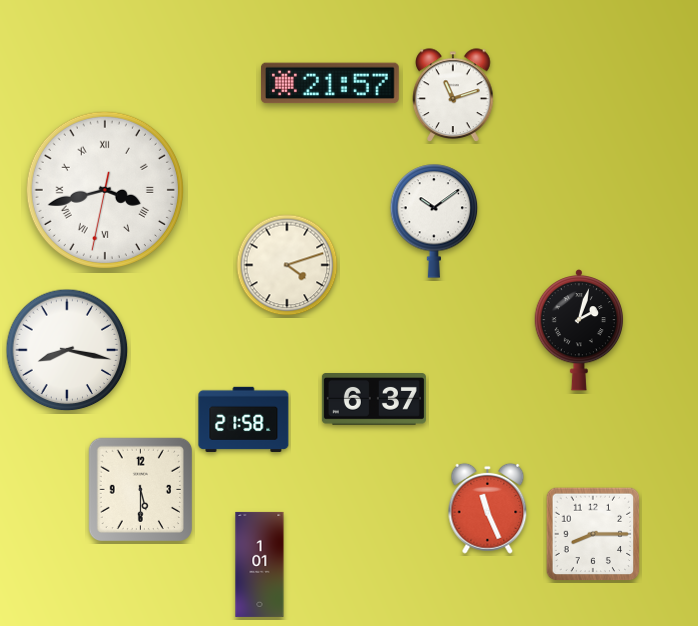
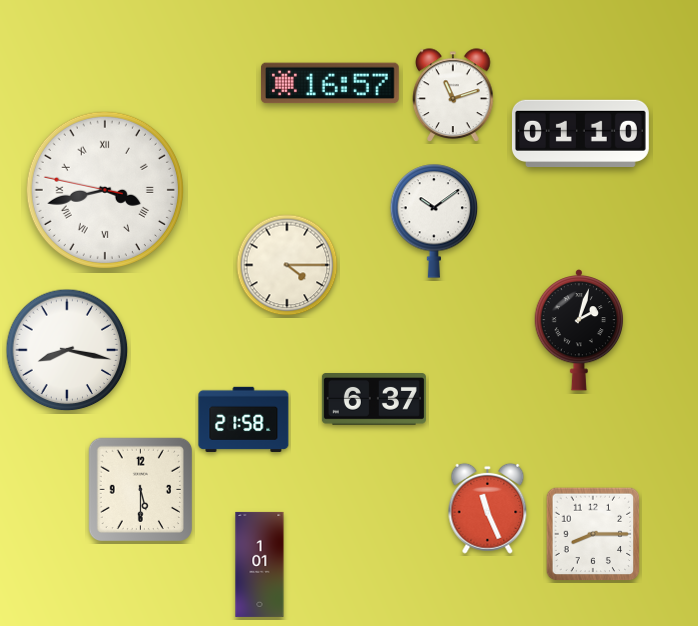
clock at (330, 83): 21:57 -> 16:57
clock at (580, 133): none -> 01:10
clock at (105, 190): 3:42:32 -> 3:42:47
clock at (287, 265): 4:12 -> 4:15
